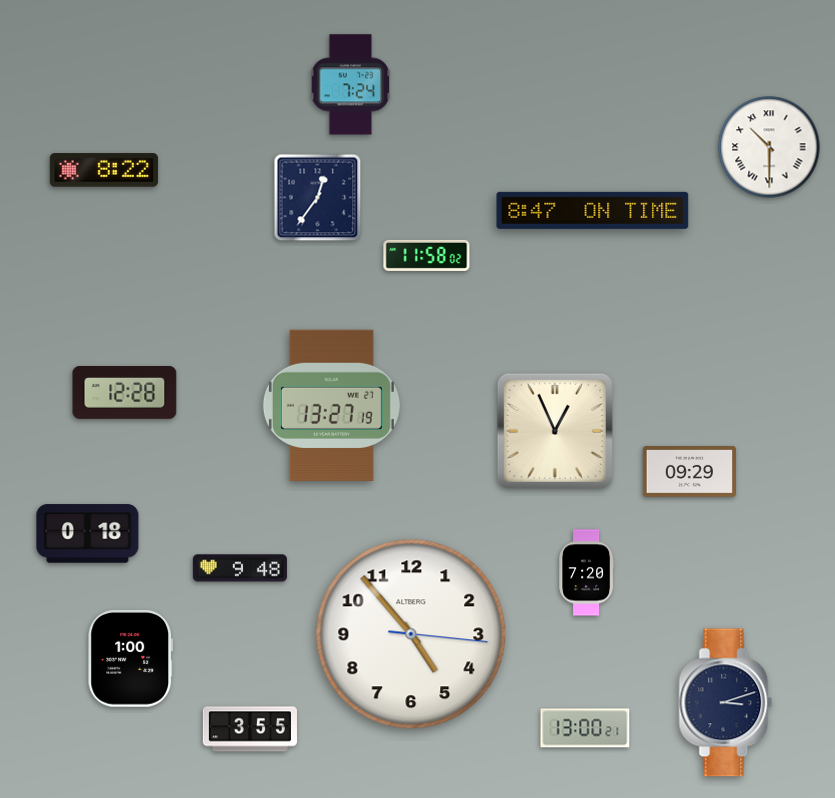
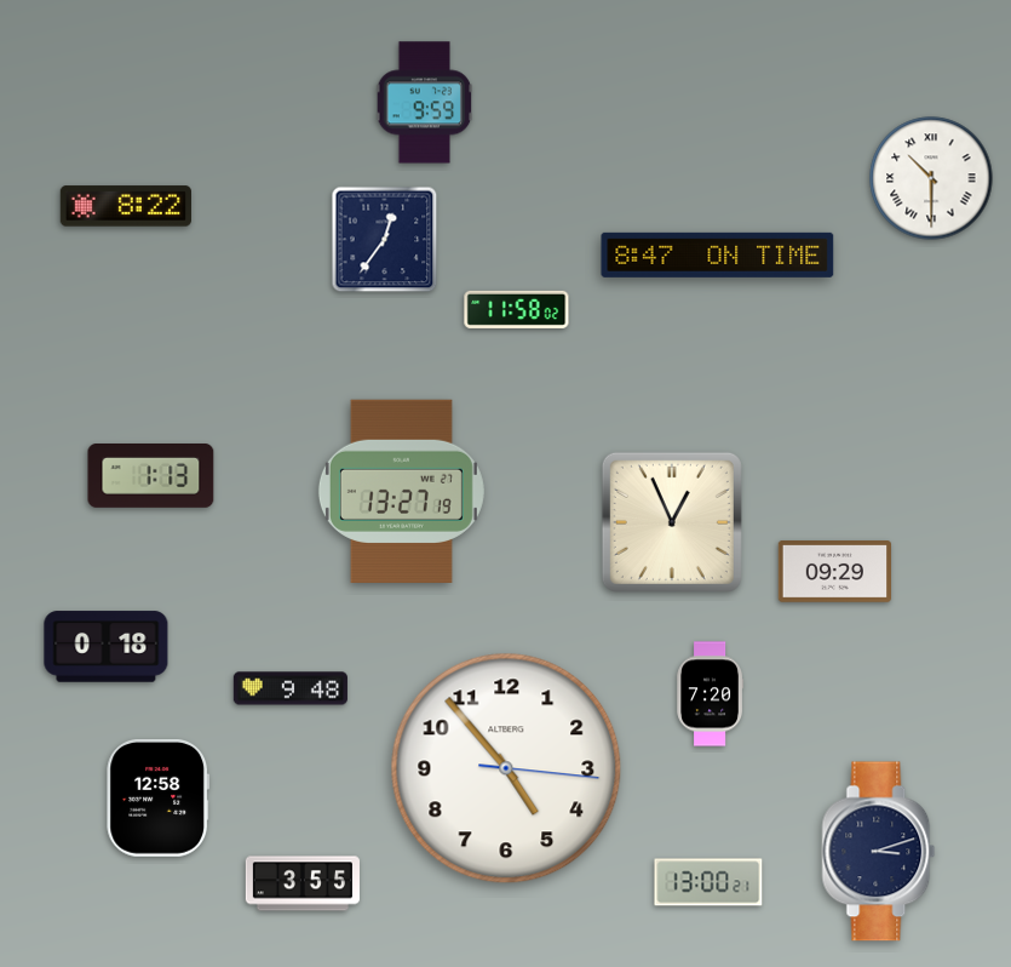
clock at (351, 85): 7:24 -> 9:59
clock at (125, 393): 12:28 -> 1:13
clock at (411, 634) position: (411, 634) -> (506, 768)
clock at (131, 659): 1:00 -> 12:58
